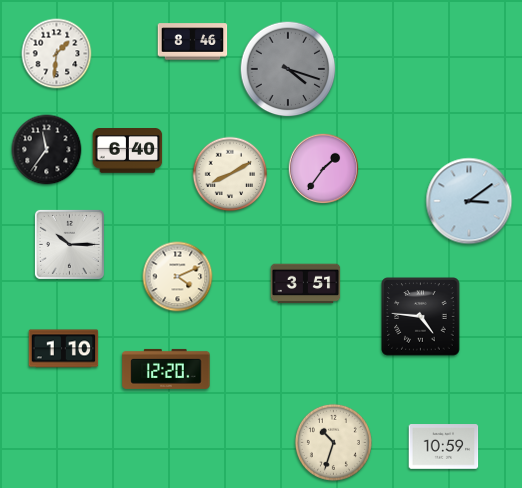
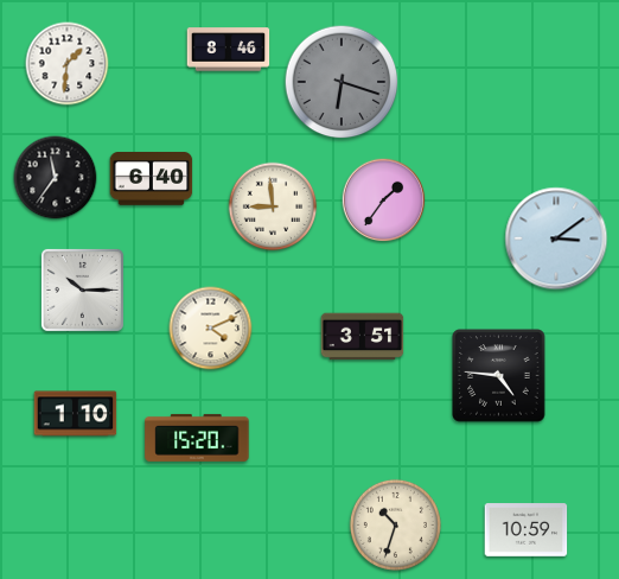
clock at (288, 69): 4:18 -> 6:18
clock at (230, 174): 8:10 -> 8:59
clock at (166, 369): 12:20 -> 15:20
